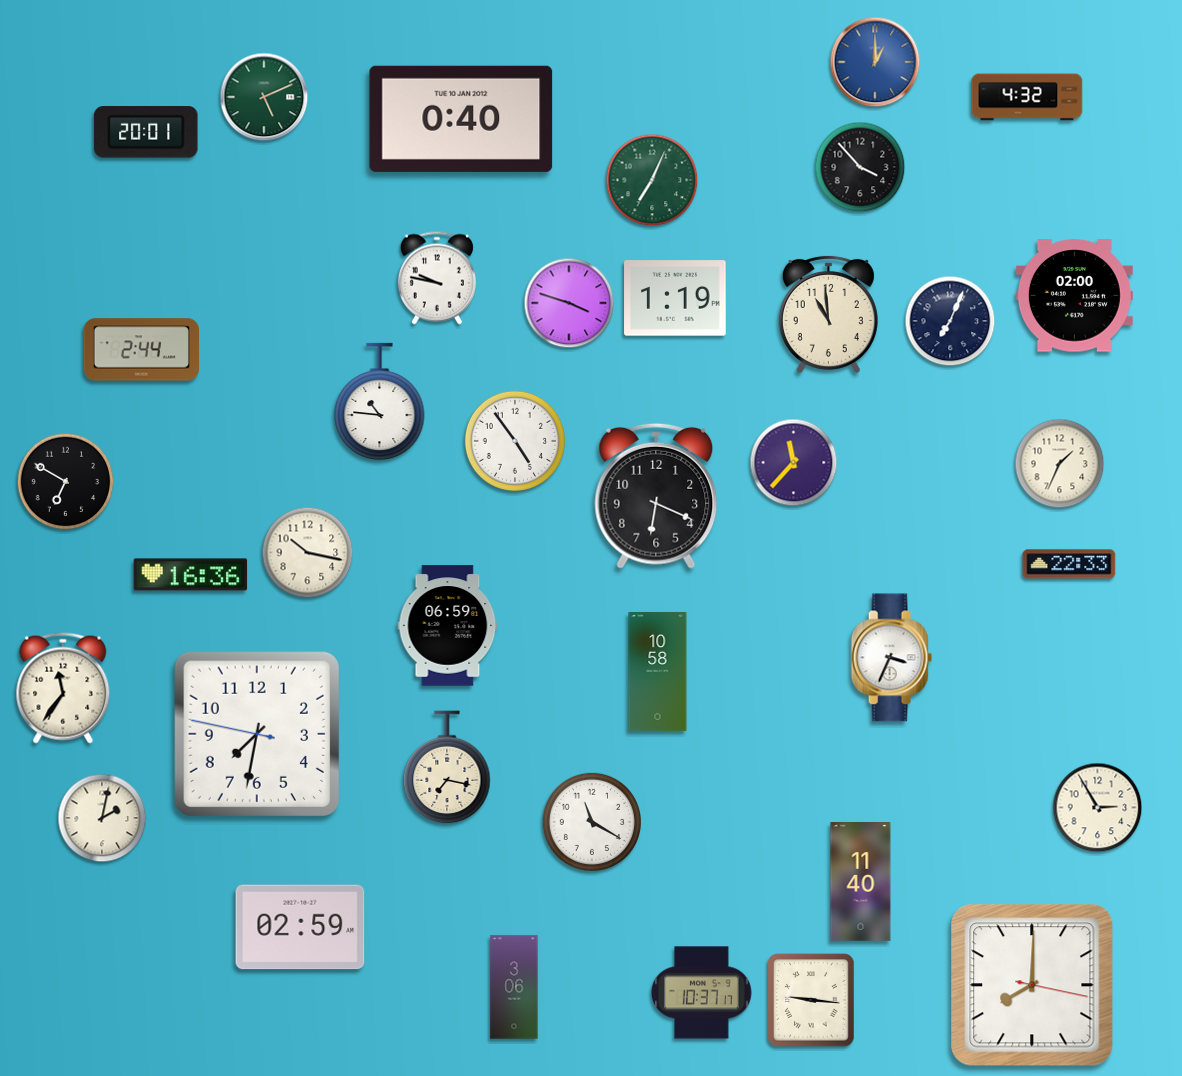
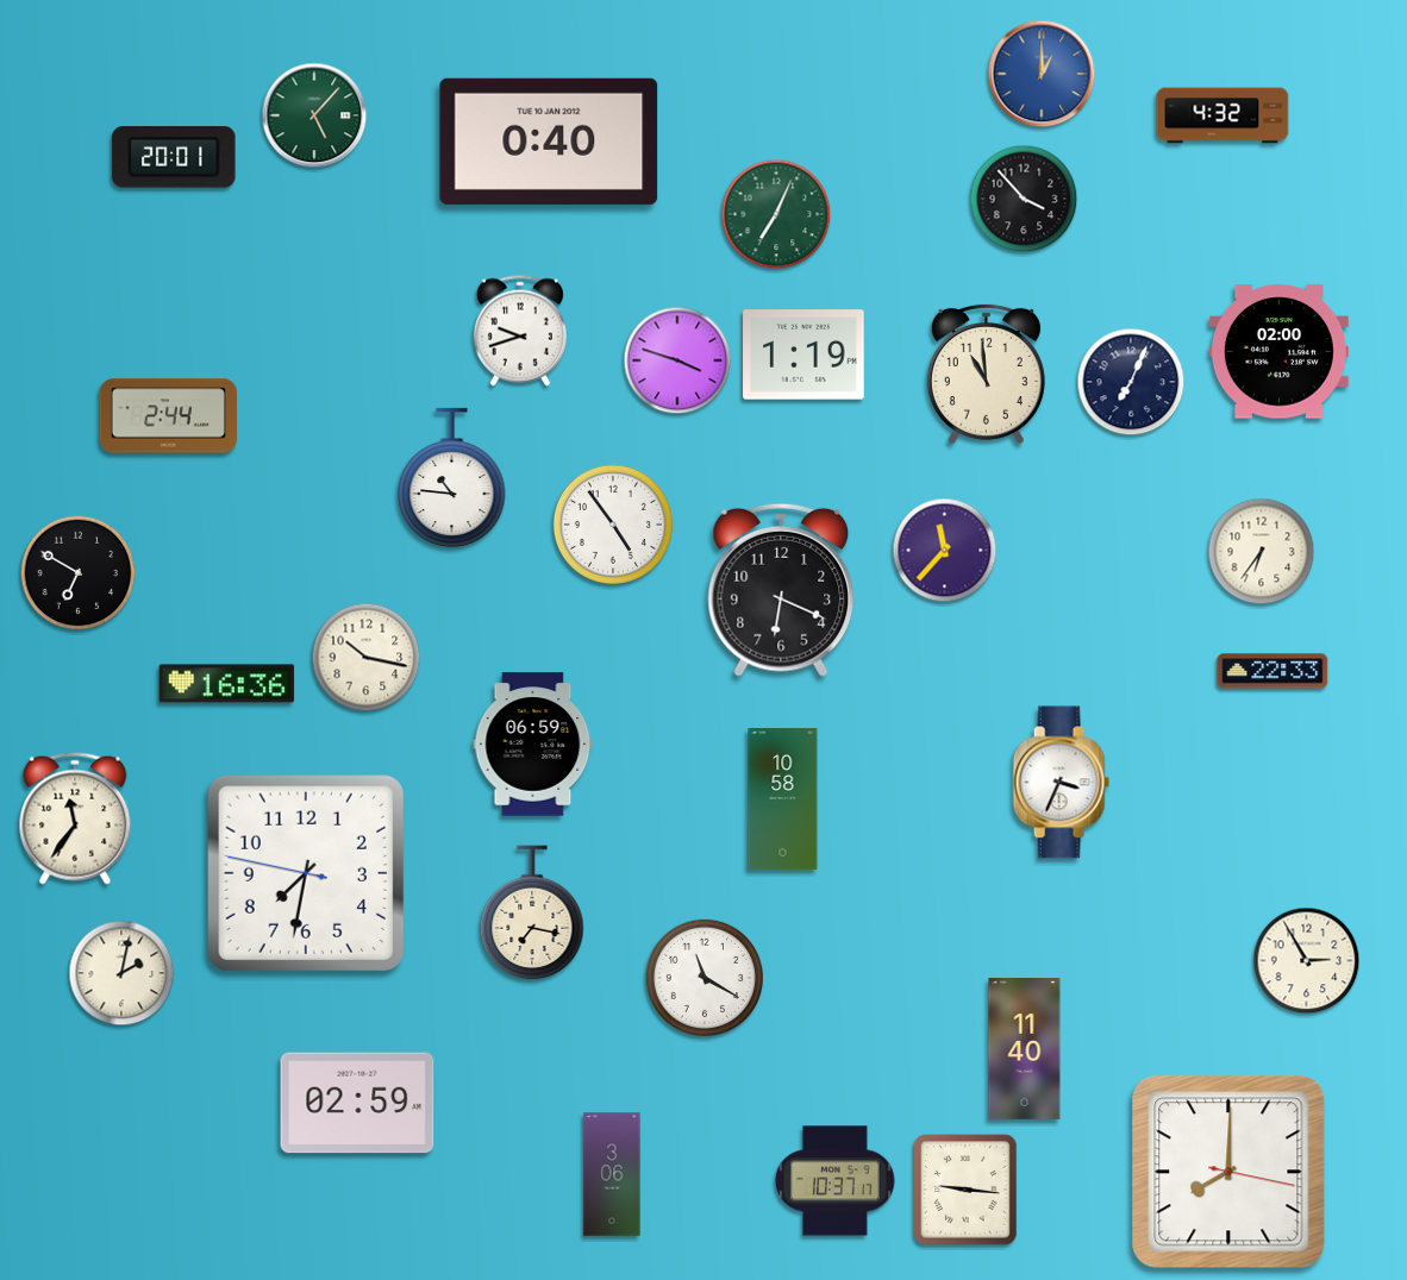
clock at (264, 97): 5:11 -> 5:07
clock at (437, 278): 9:47 -> 9:42
clock at (1060, 464): 1:34 -> 6:36
